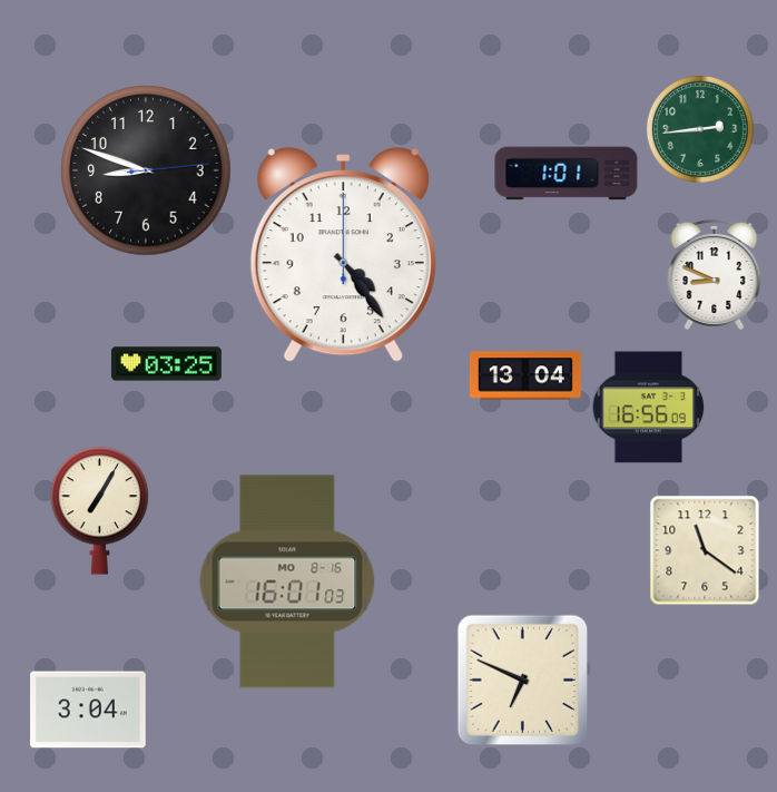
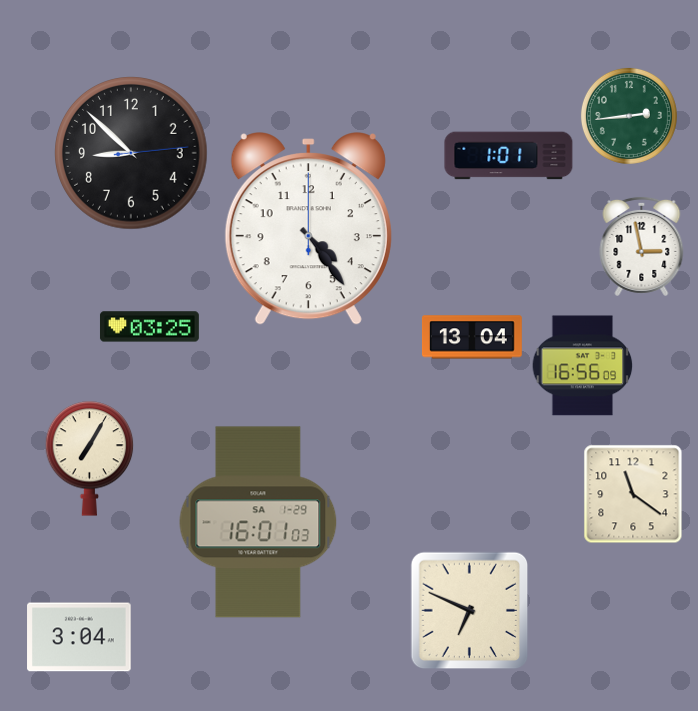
clock at (146, 170): 8:48 -> 8:52
clock at (715, 274): 8:49 -> 2:58
clock at (287, 581) date: MO 8-16 -> SA 1-29
